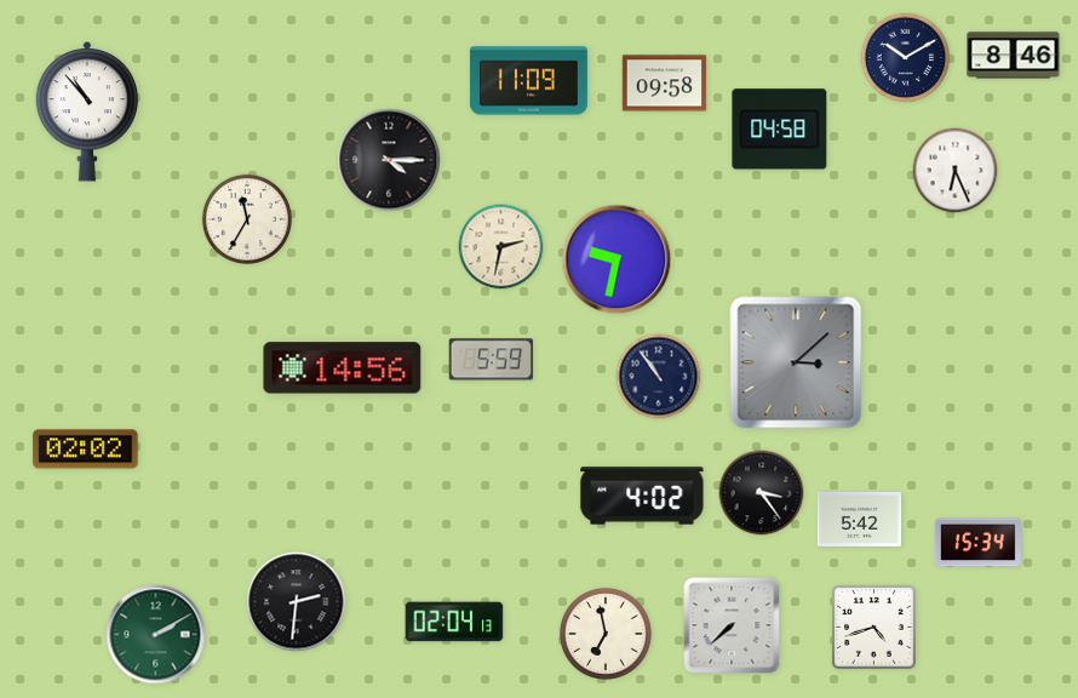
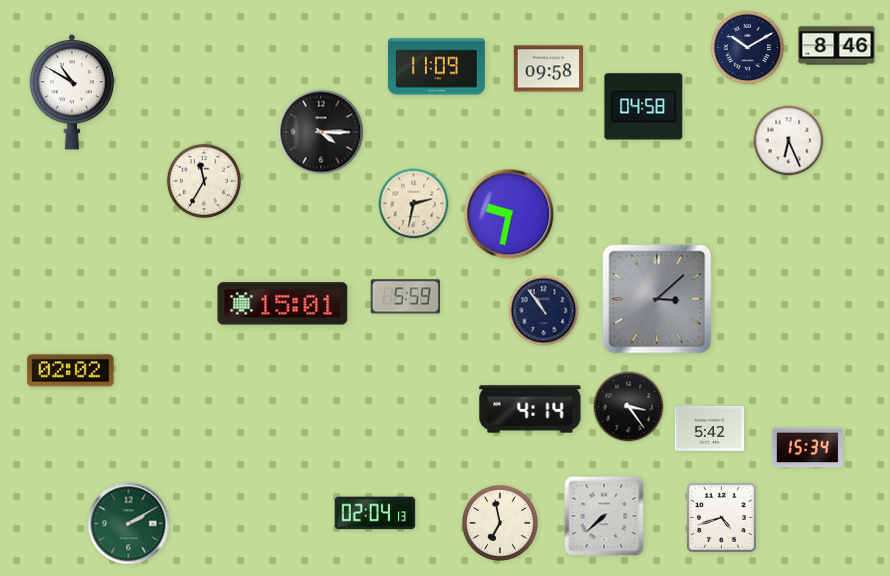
clock at (87, 111): 10:53 -> 10:50
clock at (343, 368): 14:56 -> 15:01
clock at (642, 496): 4:02 -> 4:14
clock at (297, 602): 2:31 -> none
